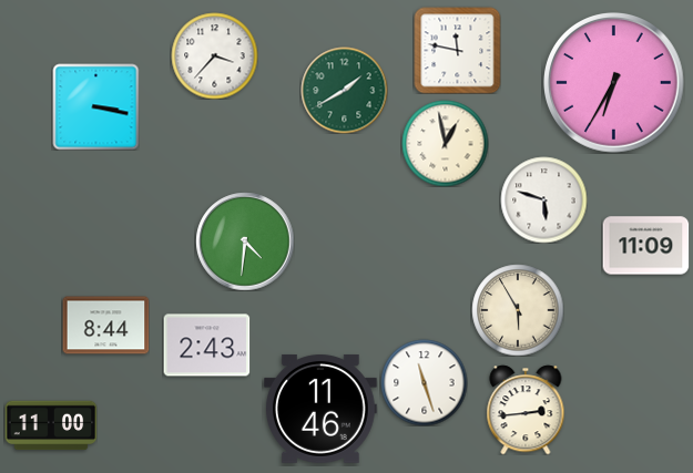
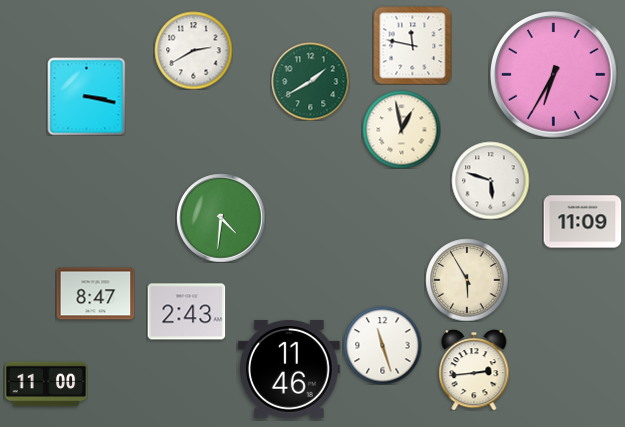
clock at (214, 55): 3:37 -> 2:40
clock at (105, 326): 8:44 -> 8:47
